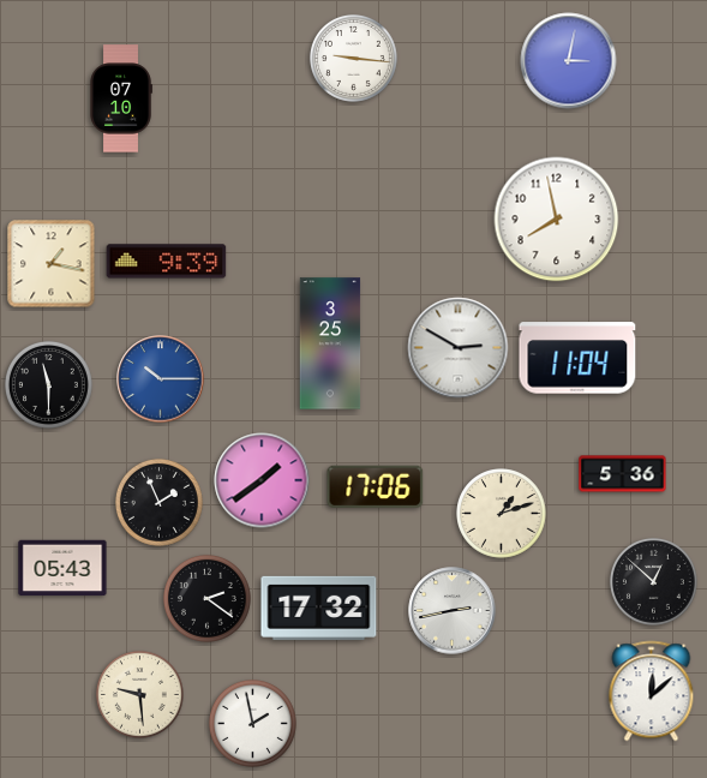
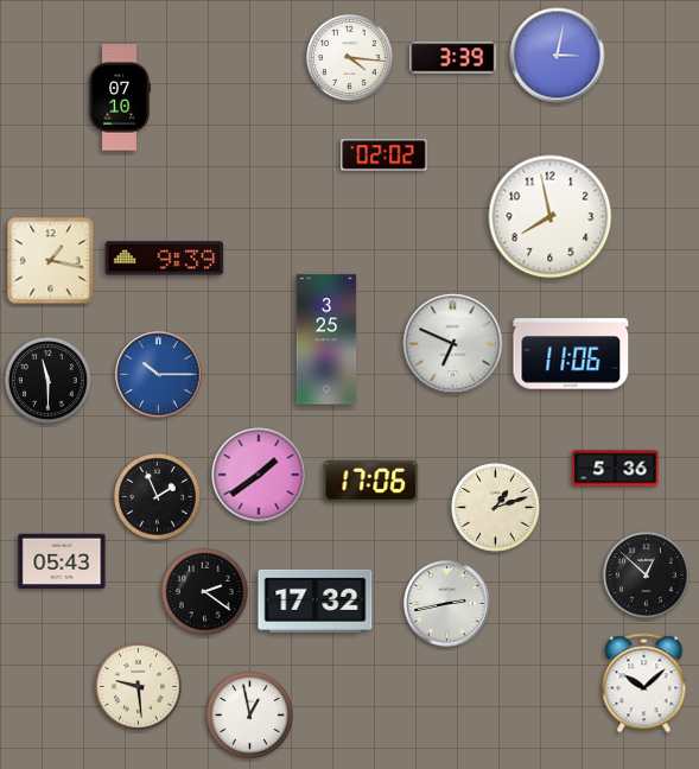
clock at (354, 59): 9:16 -> 4:16
clock at (453, 58): none -> 3:39
clock at (569, 61) position: (569, 61) -> (558, 56)
clock at (385, 155): none -> 02:02
clock at (459, 348): 2:50 -> 6:49
clock at (577, 358): 11:04 -> 11:06
clock at (652, 692): 12:08 -> 10:08
clock at (253, 724): 1:58 -> 12:58
